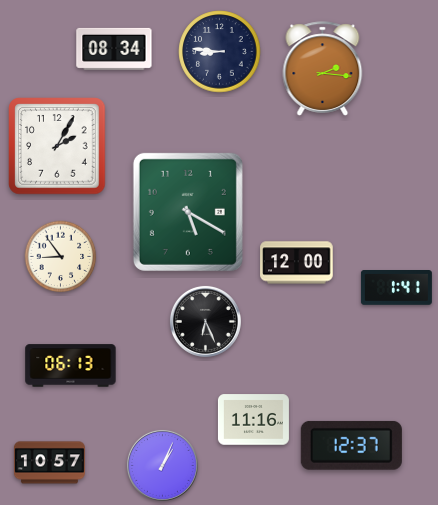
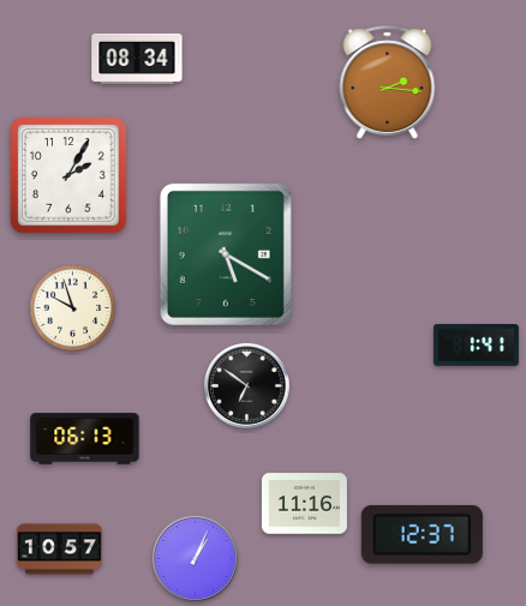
clock at (220, 52): 8:46 -> none
clock at (61, 257): 8:54 -> 9:57
clock at (297, 263): 12:00 -> none
clock at (205, 321): 6:26 -> 6:51
clock at (49, 463) position: (49, 463) -> (59, 550)
